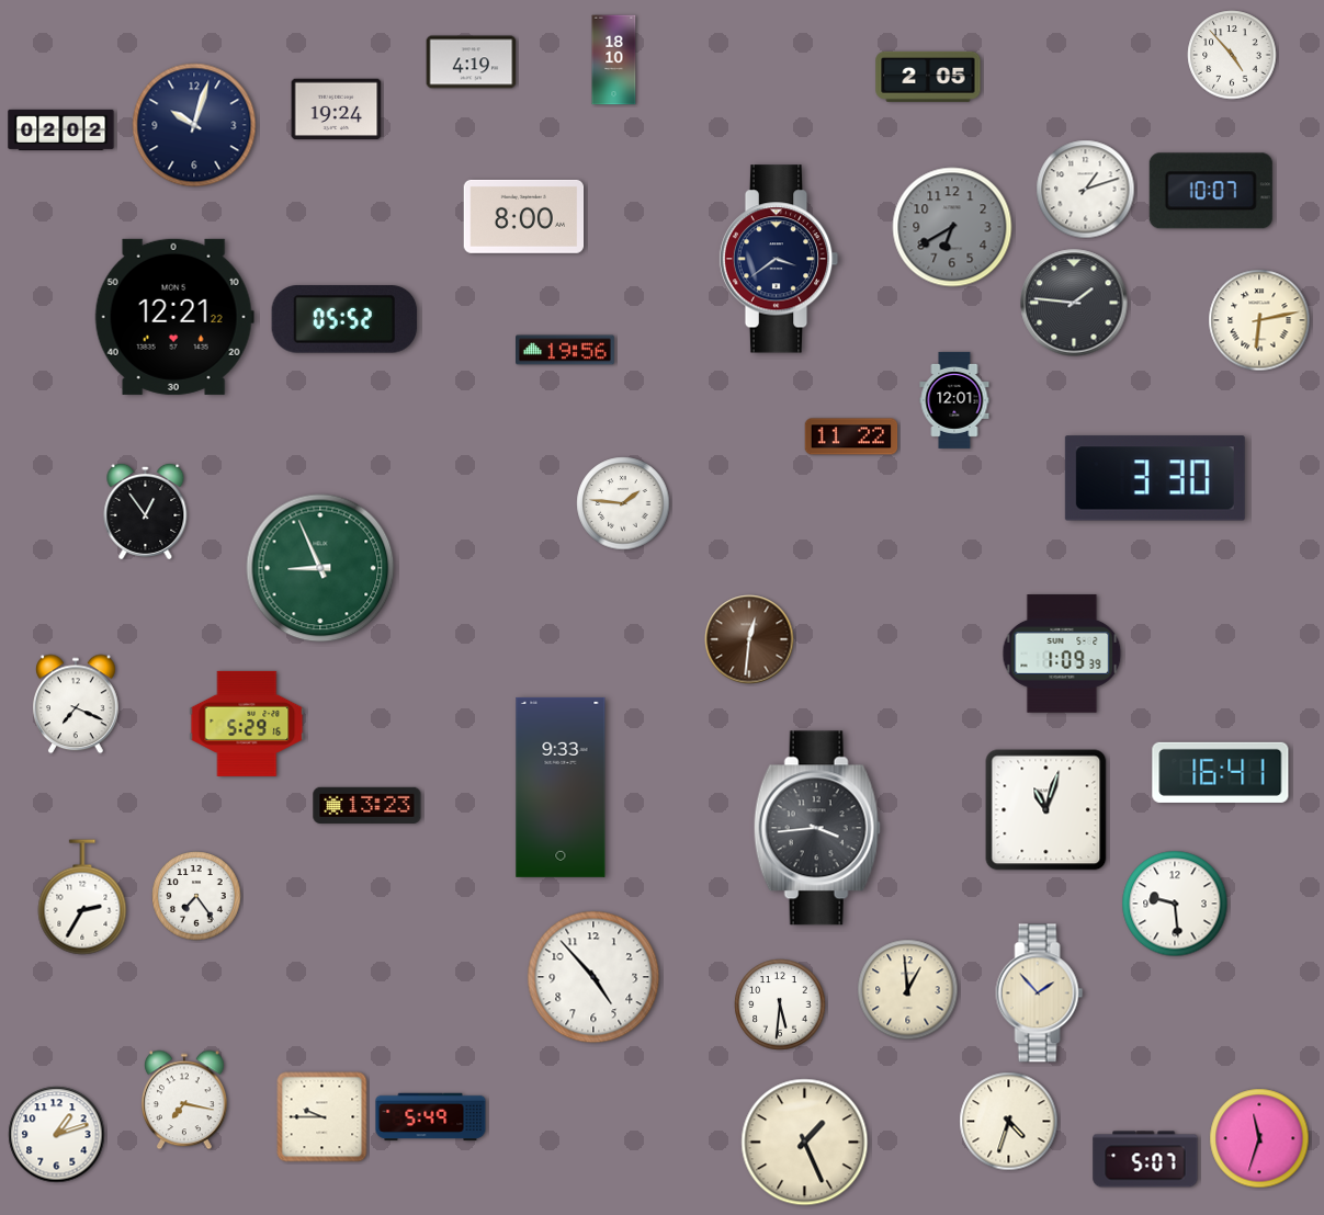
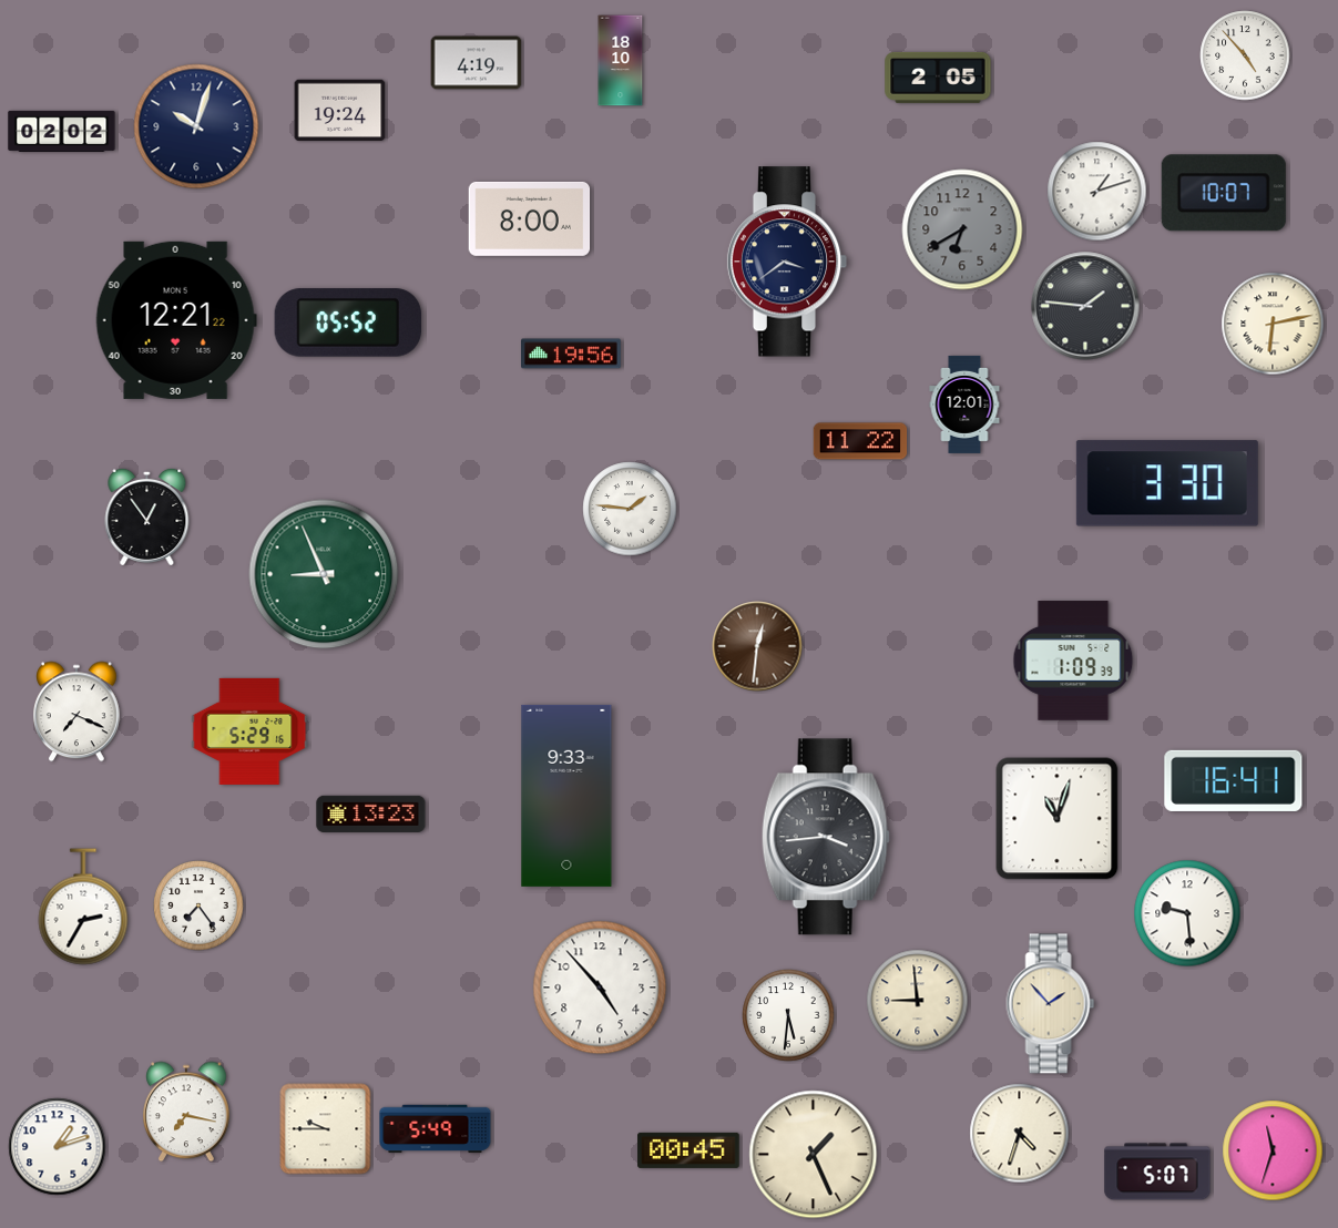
clock at (908, 990): 12:59 -> 8:59
clock at (688, 1150): none -> 00:45
